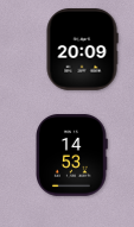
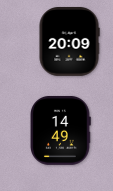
clock at (71, 156): 14:53 -> 14:49
